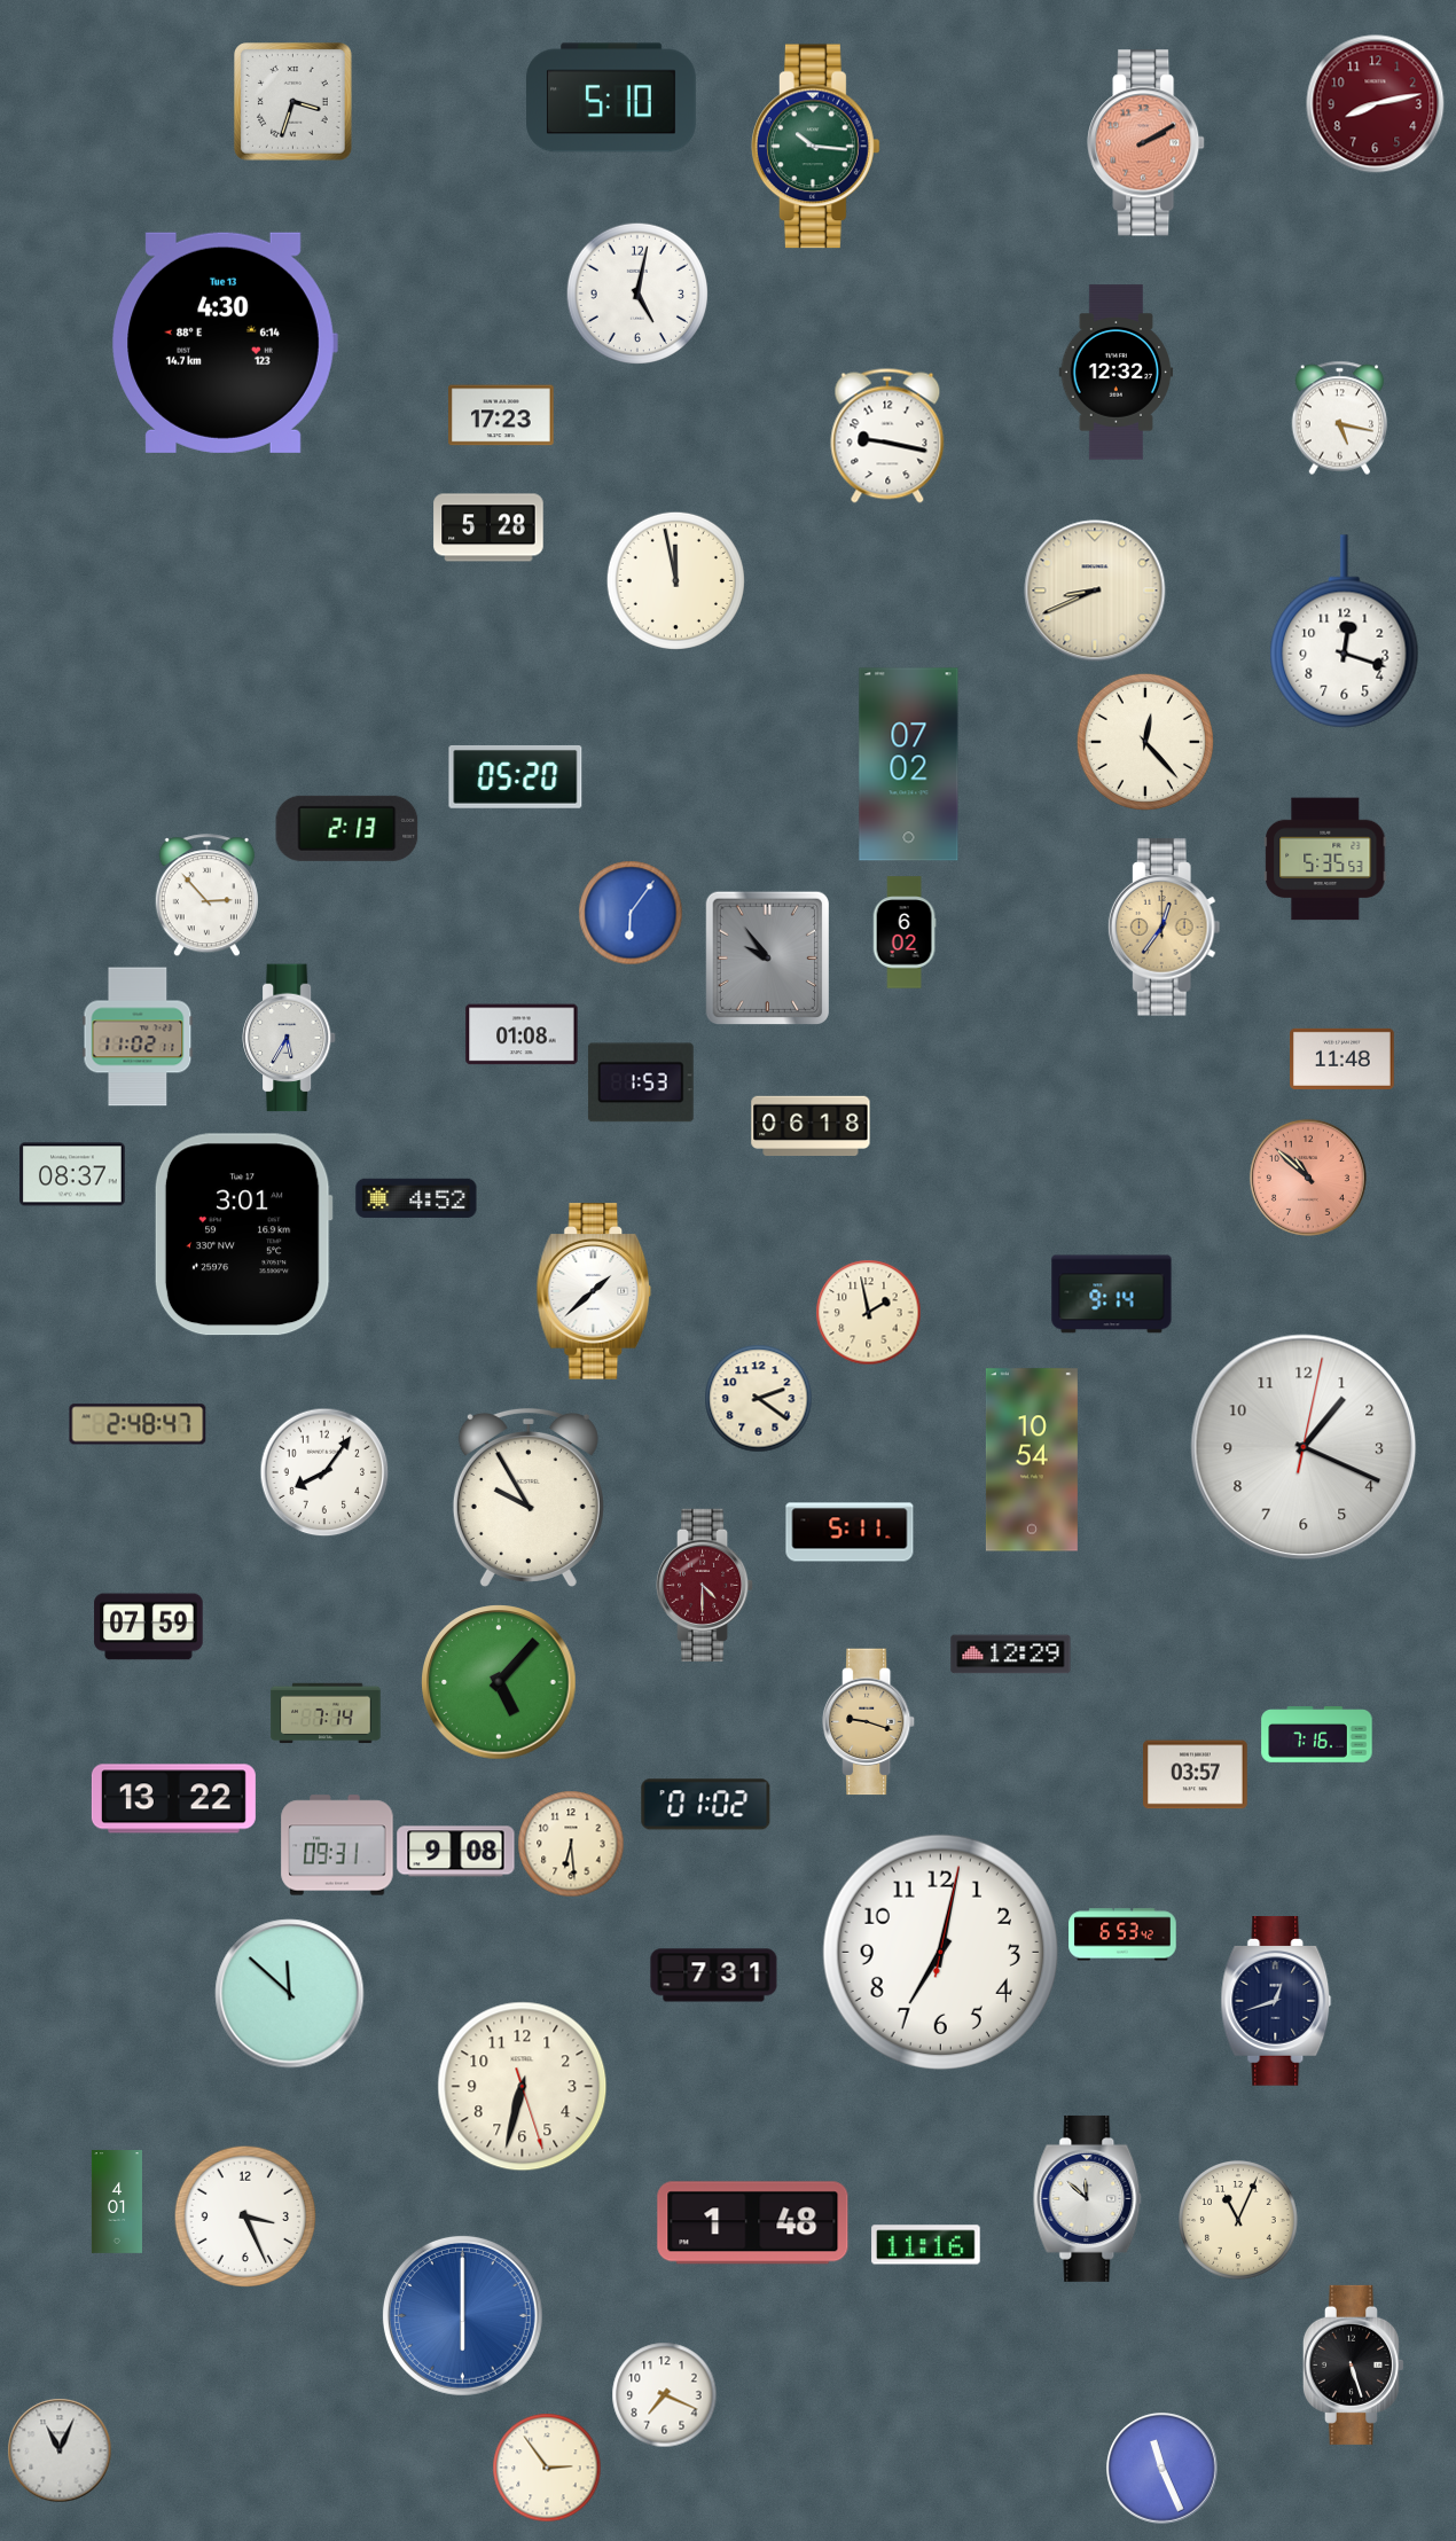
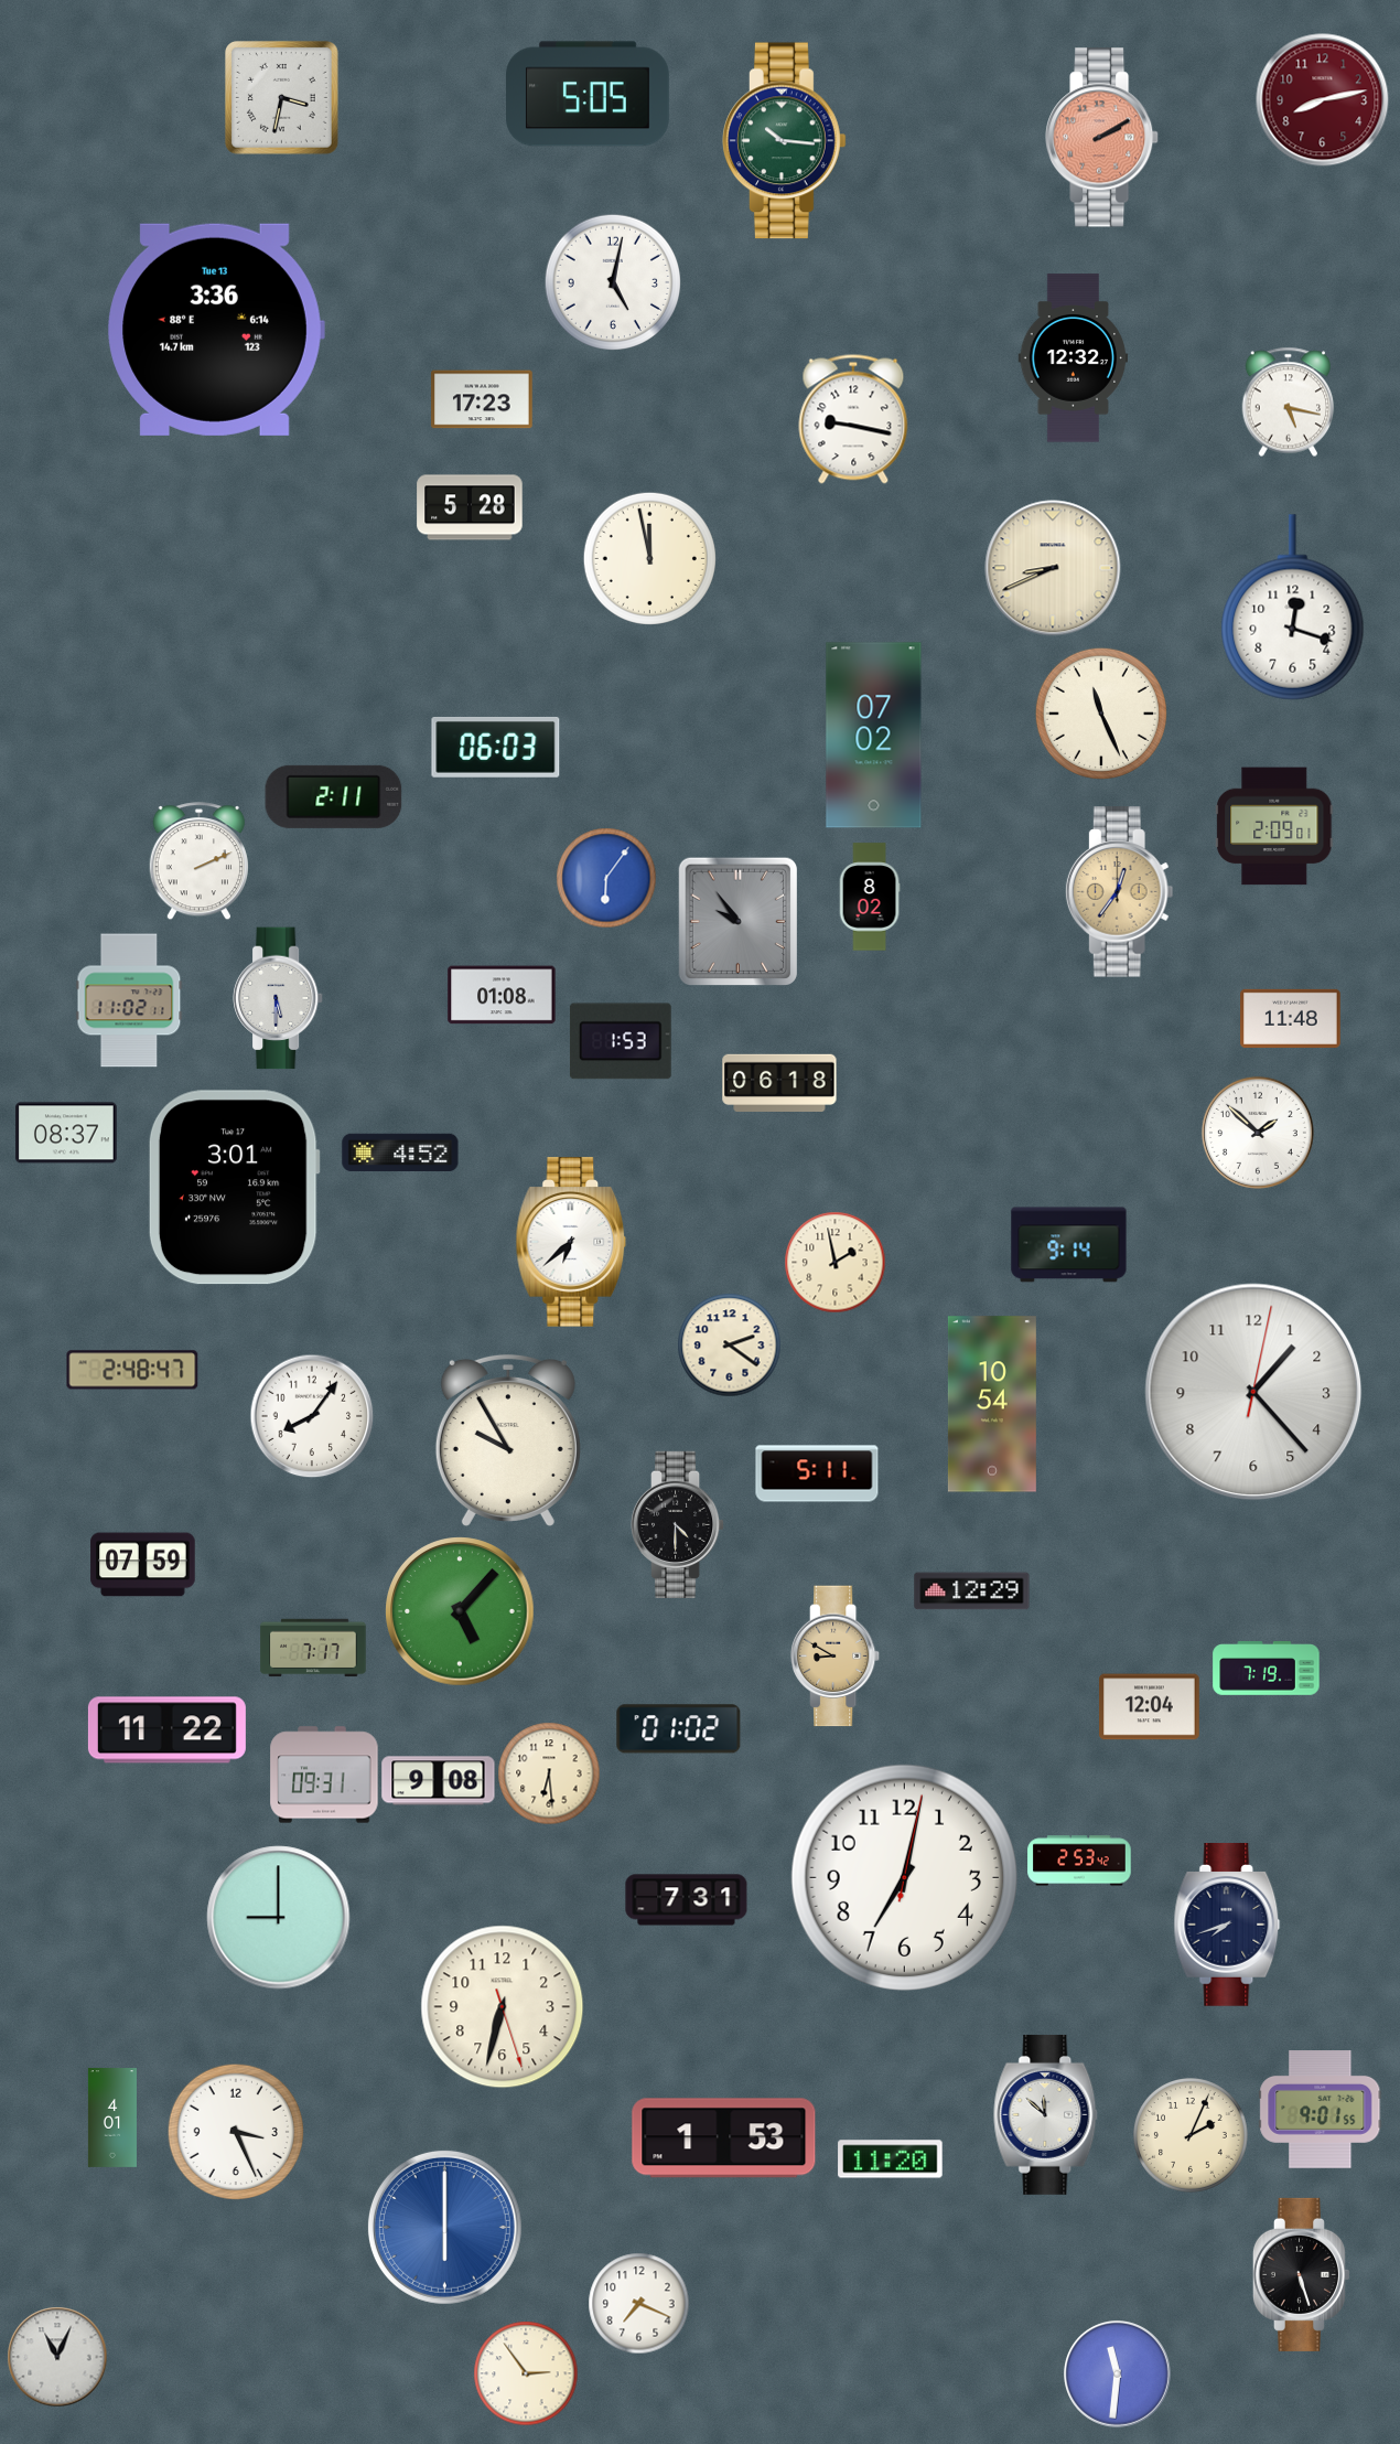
clock at (612, 97): 5:10 -> 5:05
clock at (293, 102): 3:33 -> 3:32
clock at (225, 343): 4:30 -> 3:36
clock at (1145, 742): 12:23 -> 11:26
clock at (516, 776): 05:20 -> 06:03
clock at (347, 828): 2:13 -> 2:11
clock at (1325, 859): 5:35 -> 2:09
clock at (206, 896): 2:53 -> 2:11
clock at (905, 932): 6:02 -> 8:02
clock at (138, 1037) position: (138, 1037) -> (129, 1000)
clock at (289, 1038): 5:35 -> 5:30
clock at (641, 1082) position: (641, 1082) -> (621, 1041)
clock at (72, 1174) position: (72, 1174) -> (66, 1133)
clock at (1308, 1178): 10:52 -> 1:52
clock at (1308, 1178) dial: salmon -> white
clock at (594, 1291): 1:38 -> 6:38
clock at (1304, 1447): 1:19 -> 1:23
clock at (705, 1585) dial: burgundy -> black
clock at (499, 1682) position: (499, 1682) -> (460, 1611)
clock at (326, 1713): 7:14 -> 7:17
clock at (870, 1722): 9:18 -> 8:50
clock at (1317, 1735): 7:16 -> 7:19
clock at (1196, 1775): 03:57 -> 12:04
clock at (173, 1799): 13:22 -> 11:22
clock at (706, 1805) position: (706, 1805) -> (679, 1729)
clock at (1122, 1934): 6:53 -> 2:53
clock at (290, 1994): 11:52 -> 9:00
clock at (1276, 2002): 12:42 -> 7:42
clock at (1321, 2110): none -> 9:01
clock at (1239, 2221): 11:04 -> 2:04
clock at (753, 2223): 1:48 -> 1:53
clock at (926, 2245): 11:16 -> 11:20
clock at (1163, 2469): 11:26 -> 11:31
